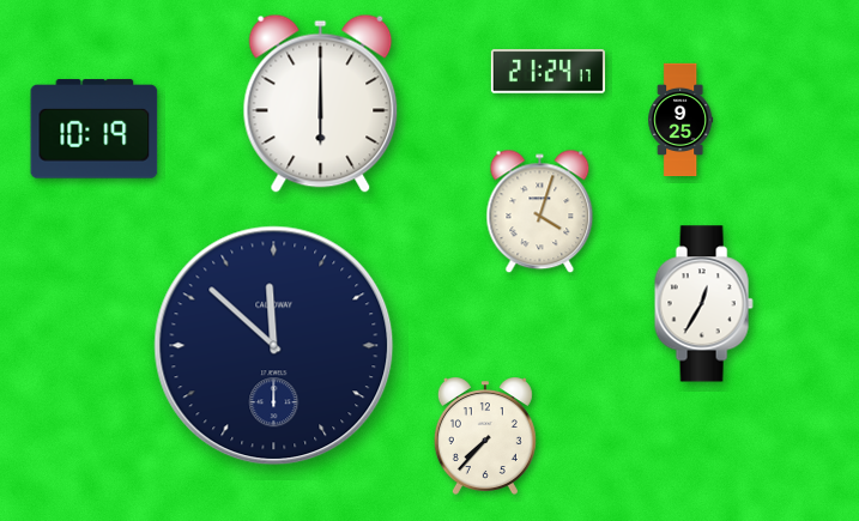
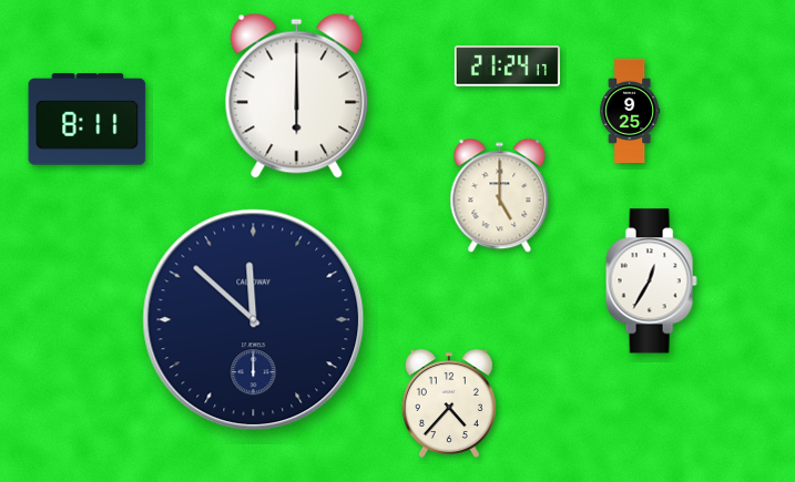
clock at (95, 129): 10:19 -> 8:11
clock at (540, 212): 4:03 -> 5:00
clock at (485, 436): 7:37 -> 4:37
